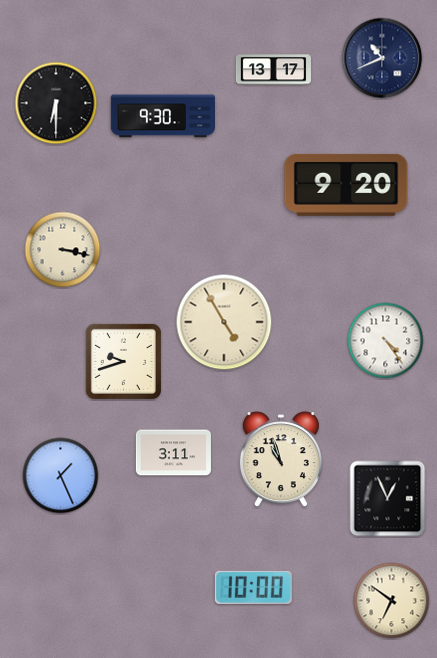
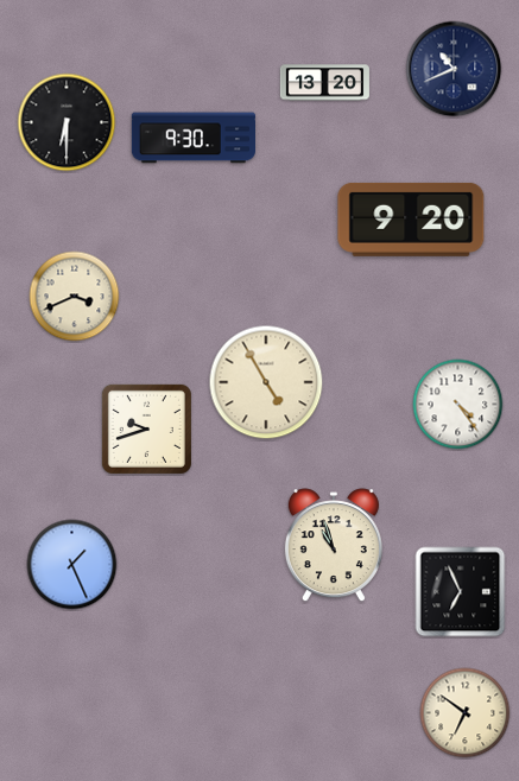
clock at (273, 70): 13:17 -> 13:20
clock at (63, 250): 3:17 -> 3:41
clock at (173, 453): 3:11 -> none
clock at (388, 499): 12:56 -> 6:56
clock at (253, 587): 10:00 -> none
